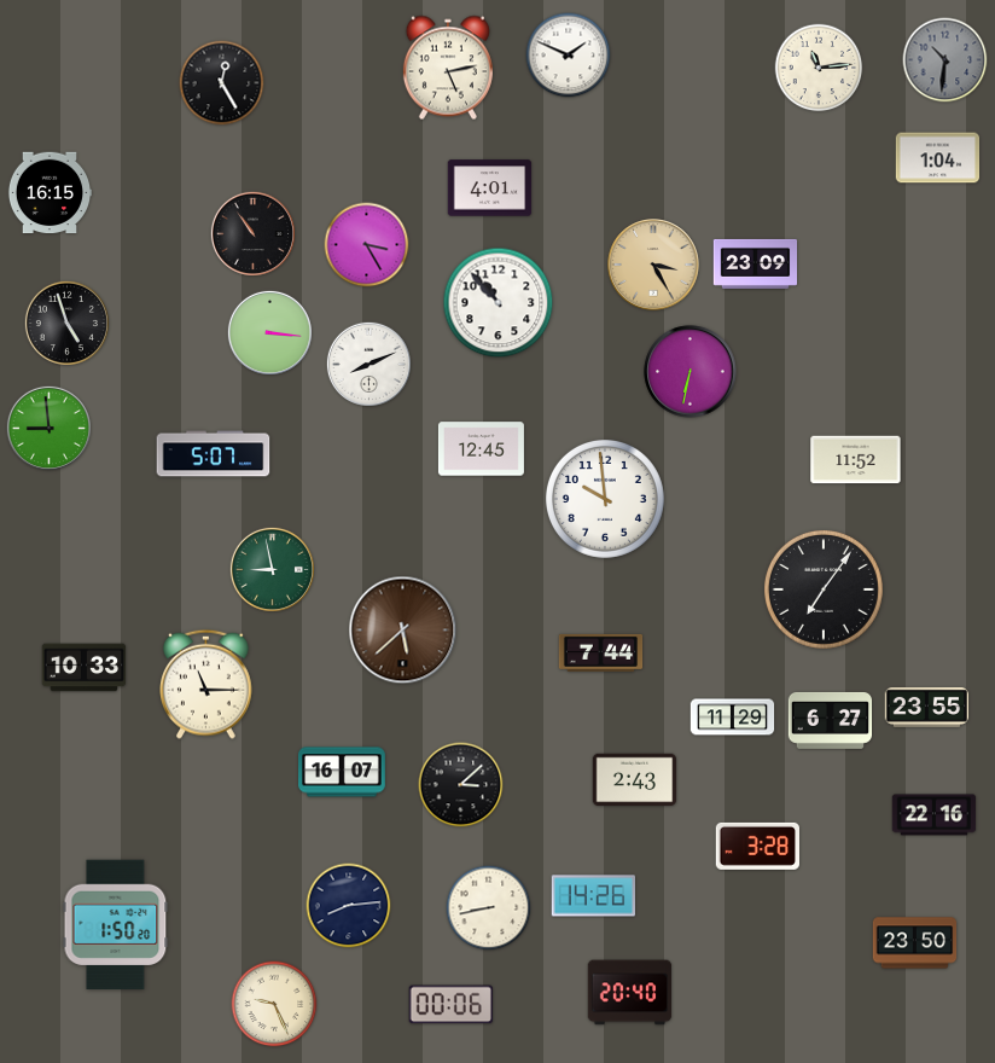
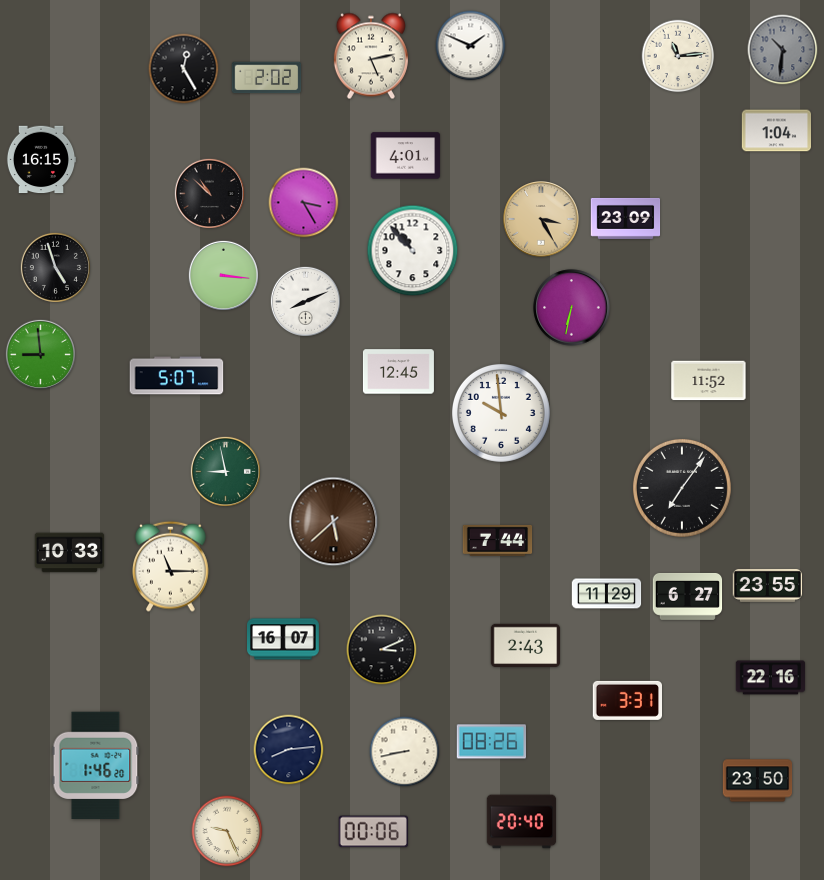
clock at (267, 78): none -> 2:02
clock at (252, 233): 10:54 -> 10:52
clock at (461, 785): 3:08 -> 3:11
clock at (935, 815) position: (935, 815) -> (771, 678)
clock at (757, 846): 3:28 -> 3:31
clock at (594, 896): 14:26 -> 08:26
clock at (116, 925): 1:50 -> 1:46
